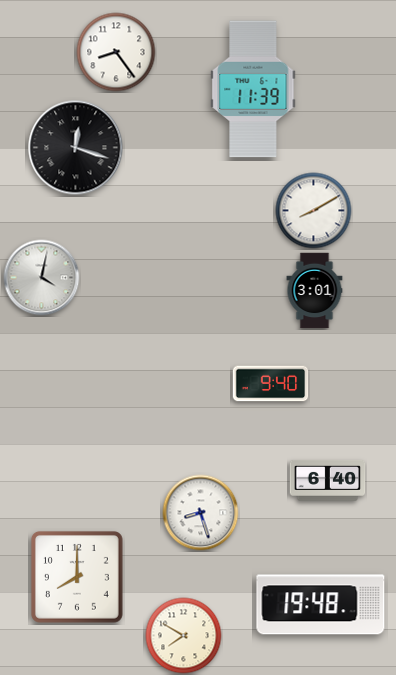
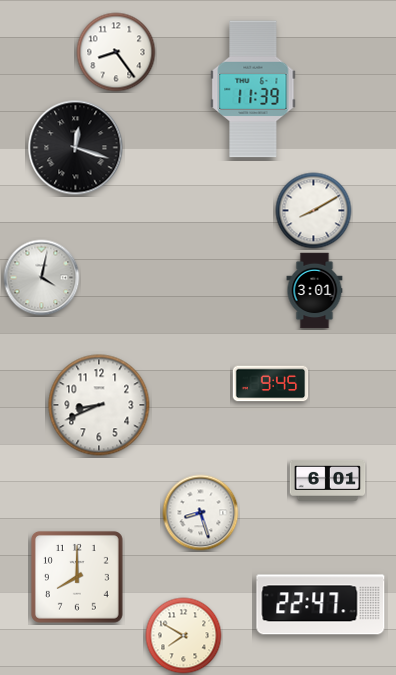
clock at (271, 384): 9:40 -> 9:45
clock at (99, 405): none -> 8:41
clock at (328, 480): 6:40 -> 6:01
clock at (321, 605): 19:48 -> 22:47
